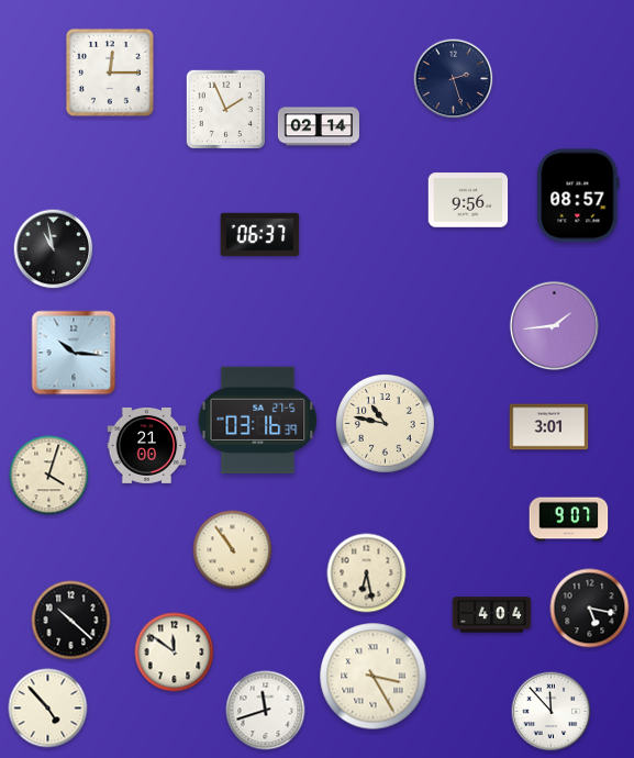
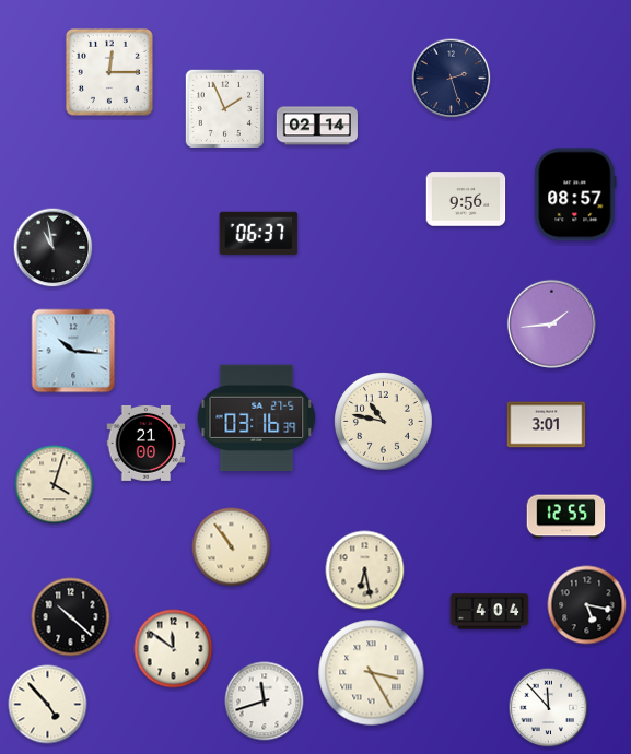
clock at (49, 476) position: (49, 476) -> (55, 485)
clock at (569, 520): 9:07 -> 12:55
clock at (266, 711) position: (266, 711) -> (265, 702)
